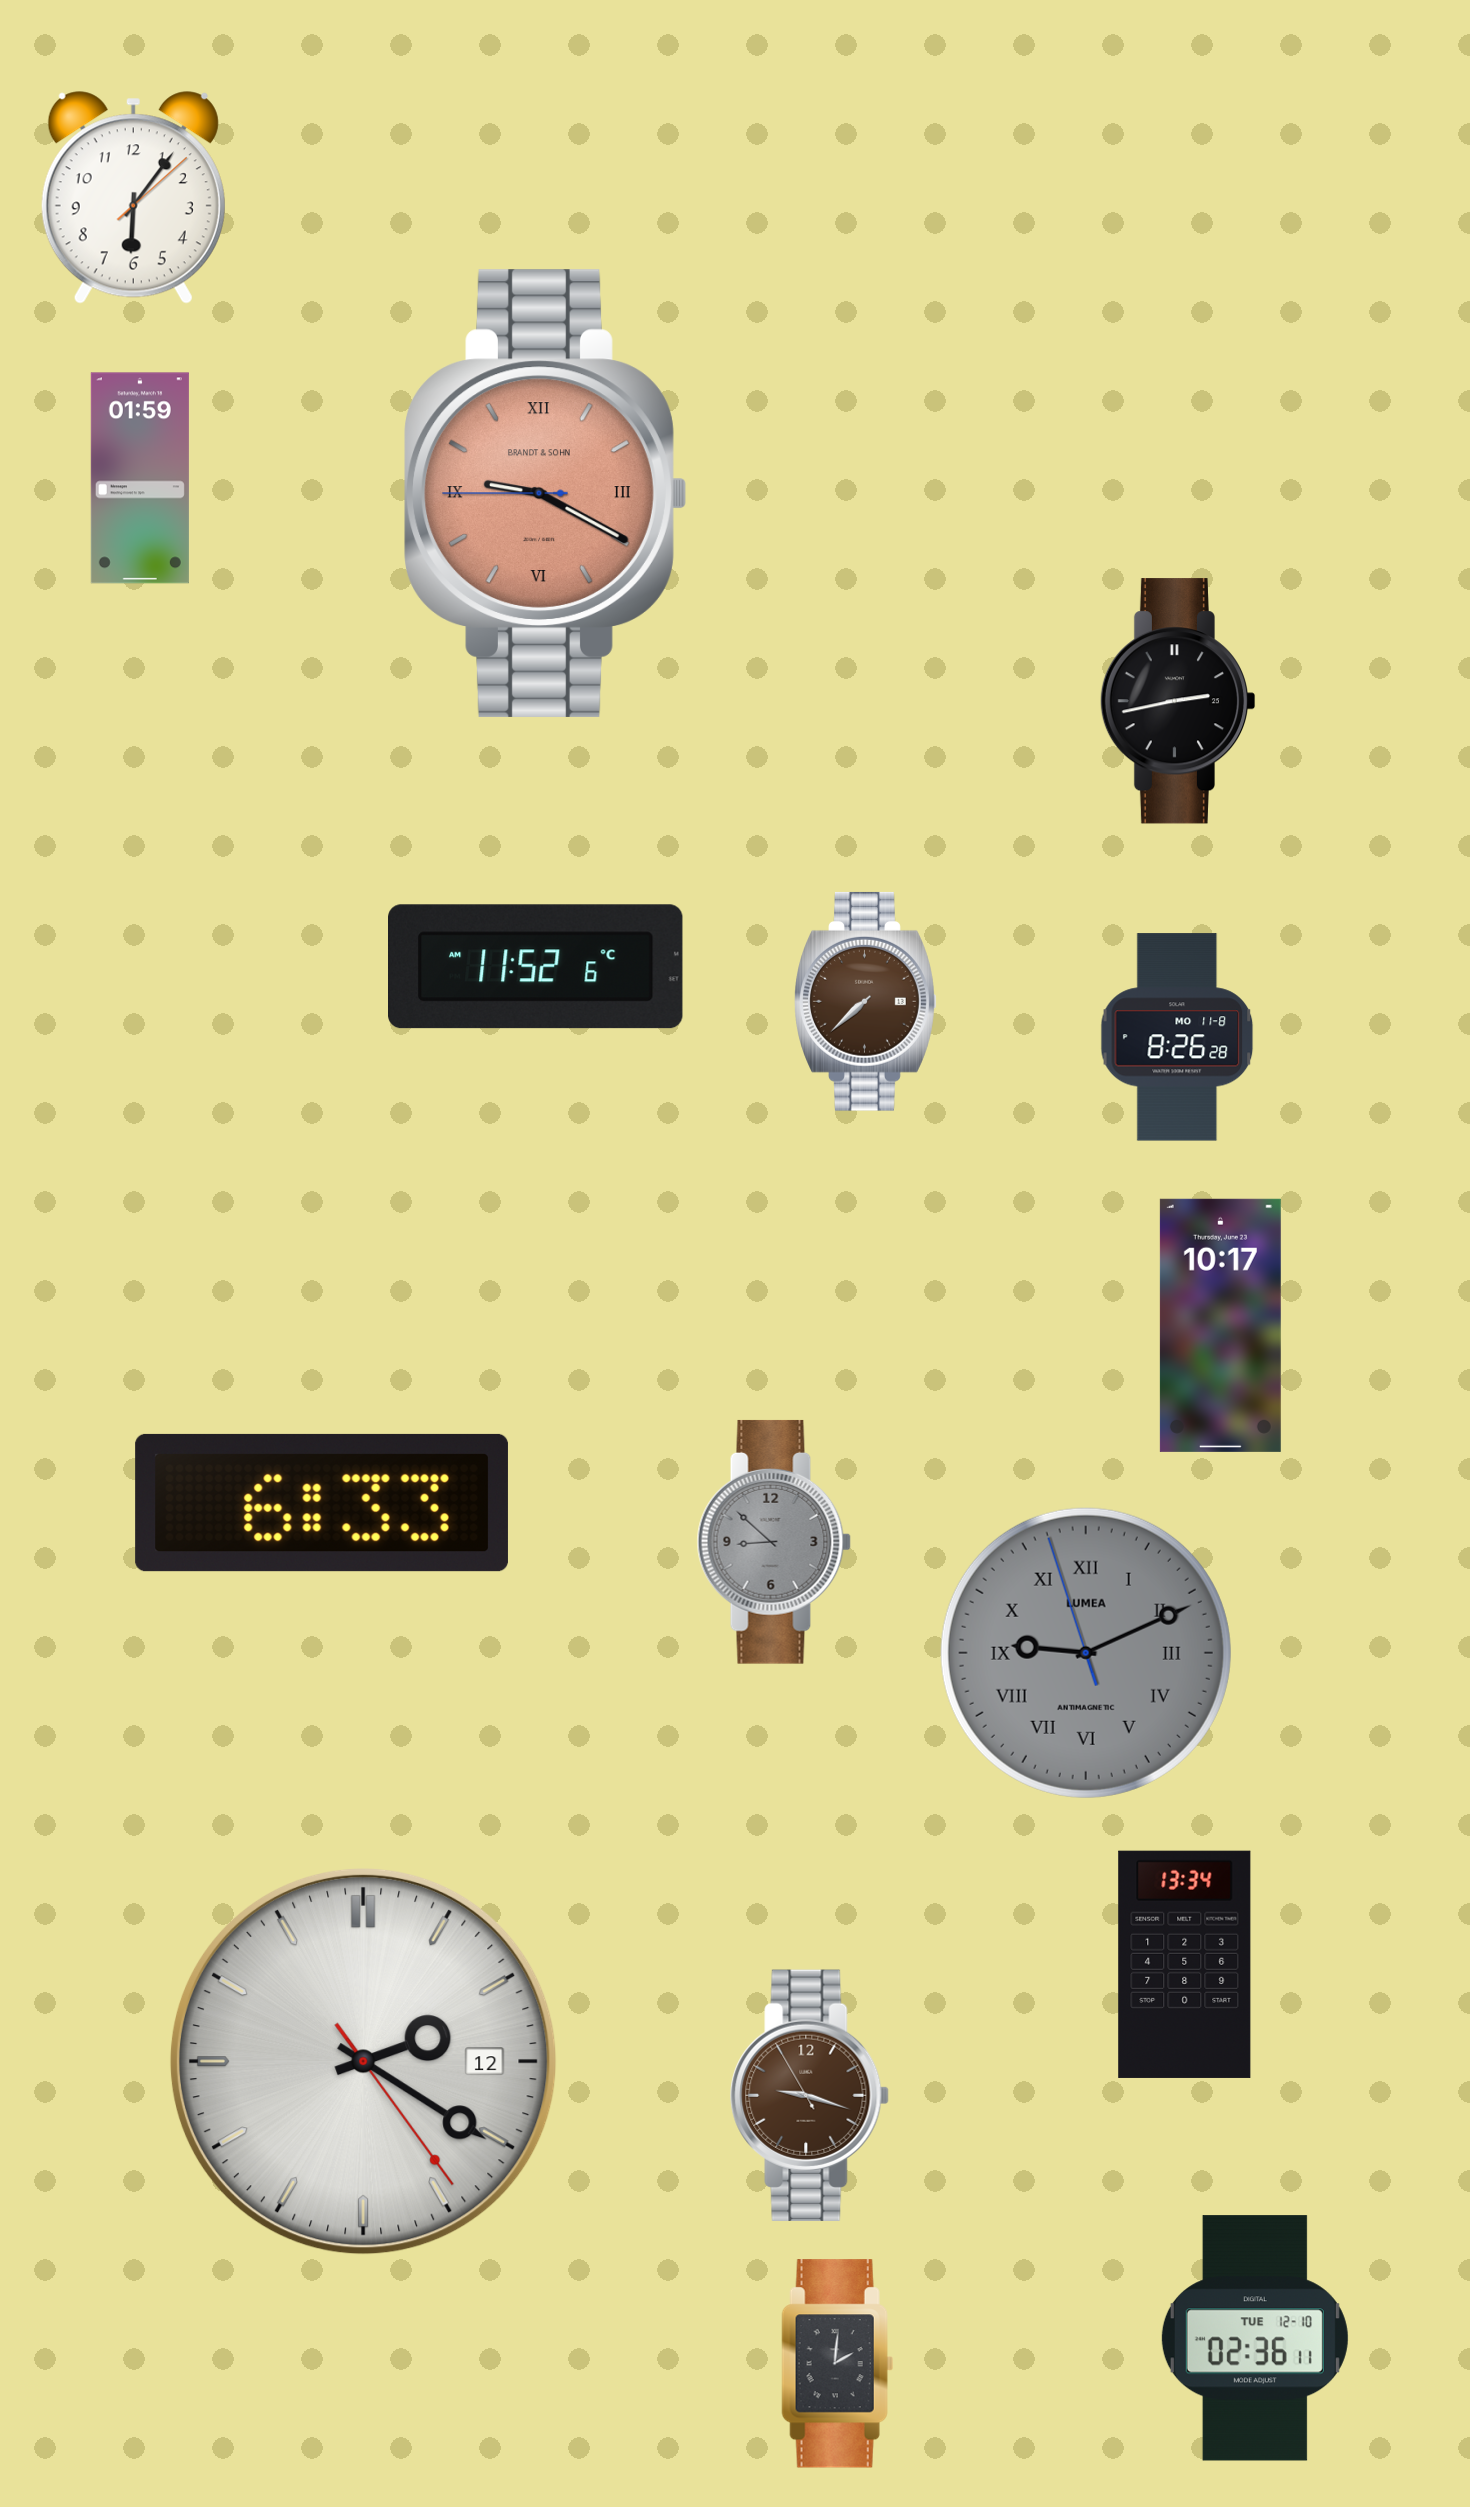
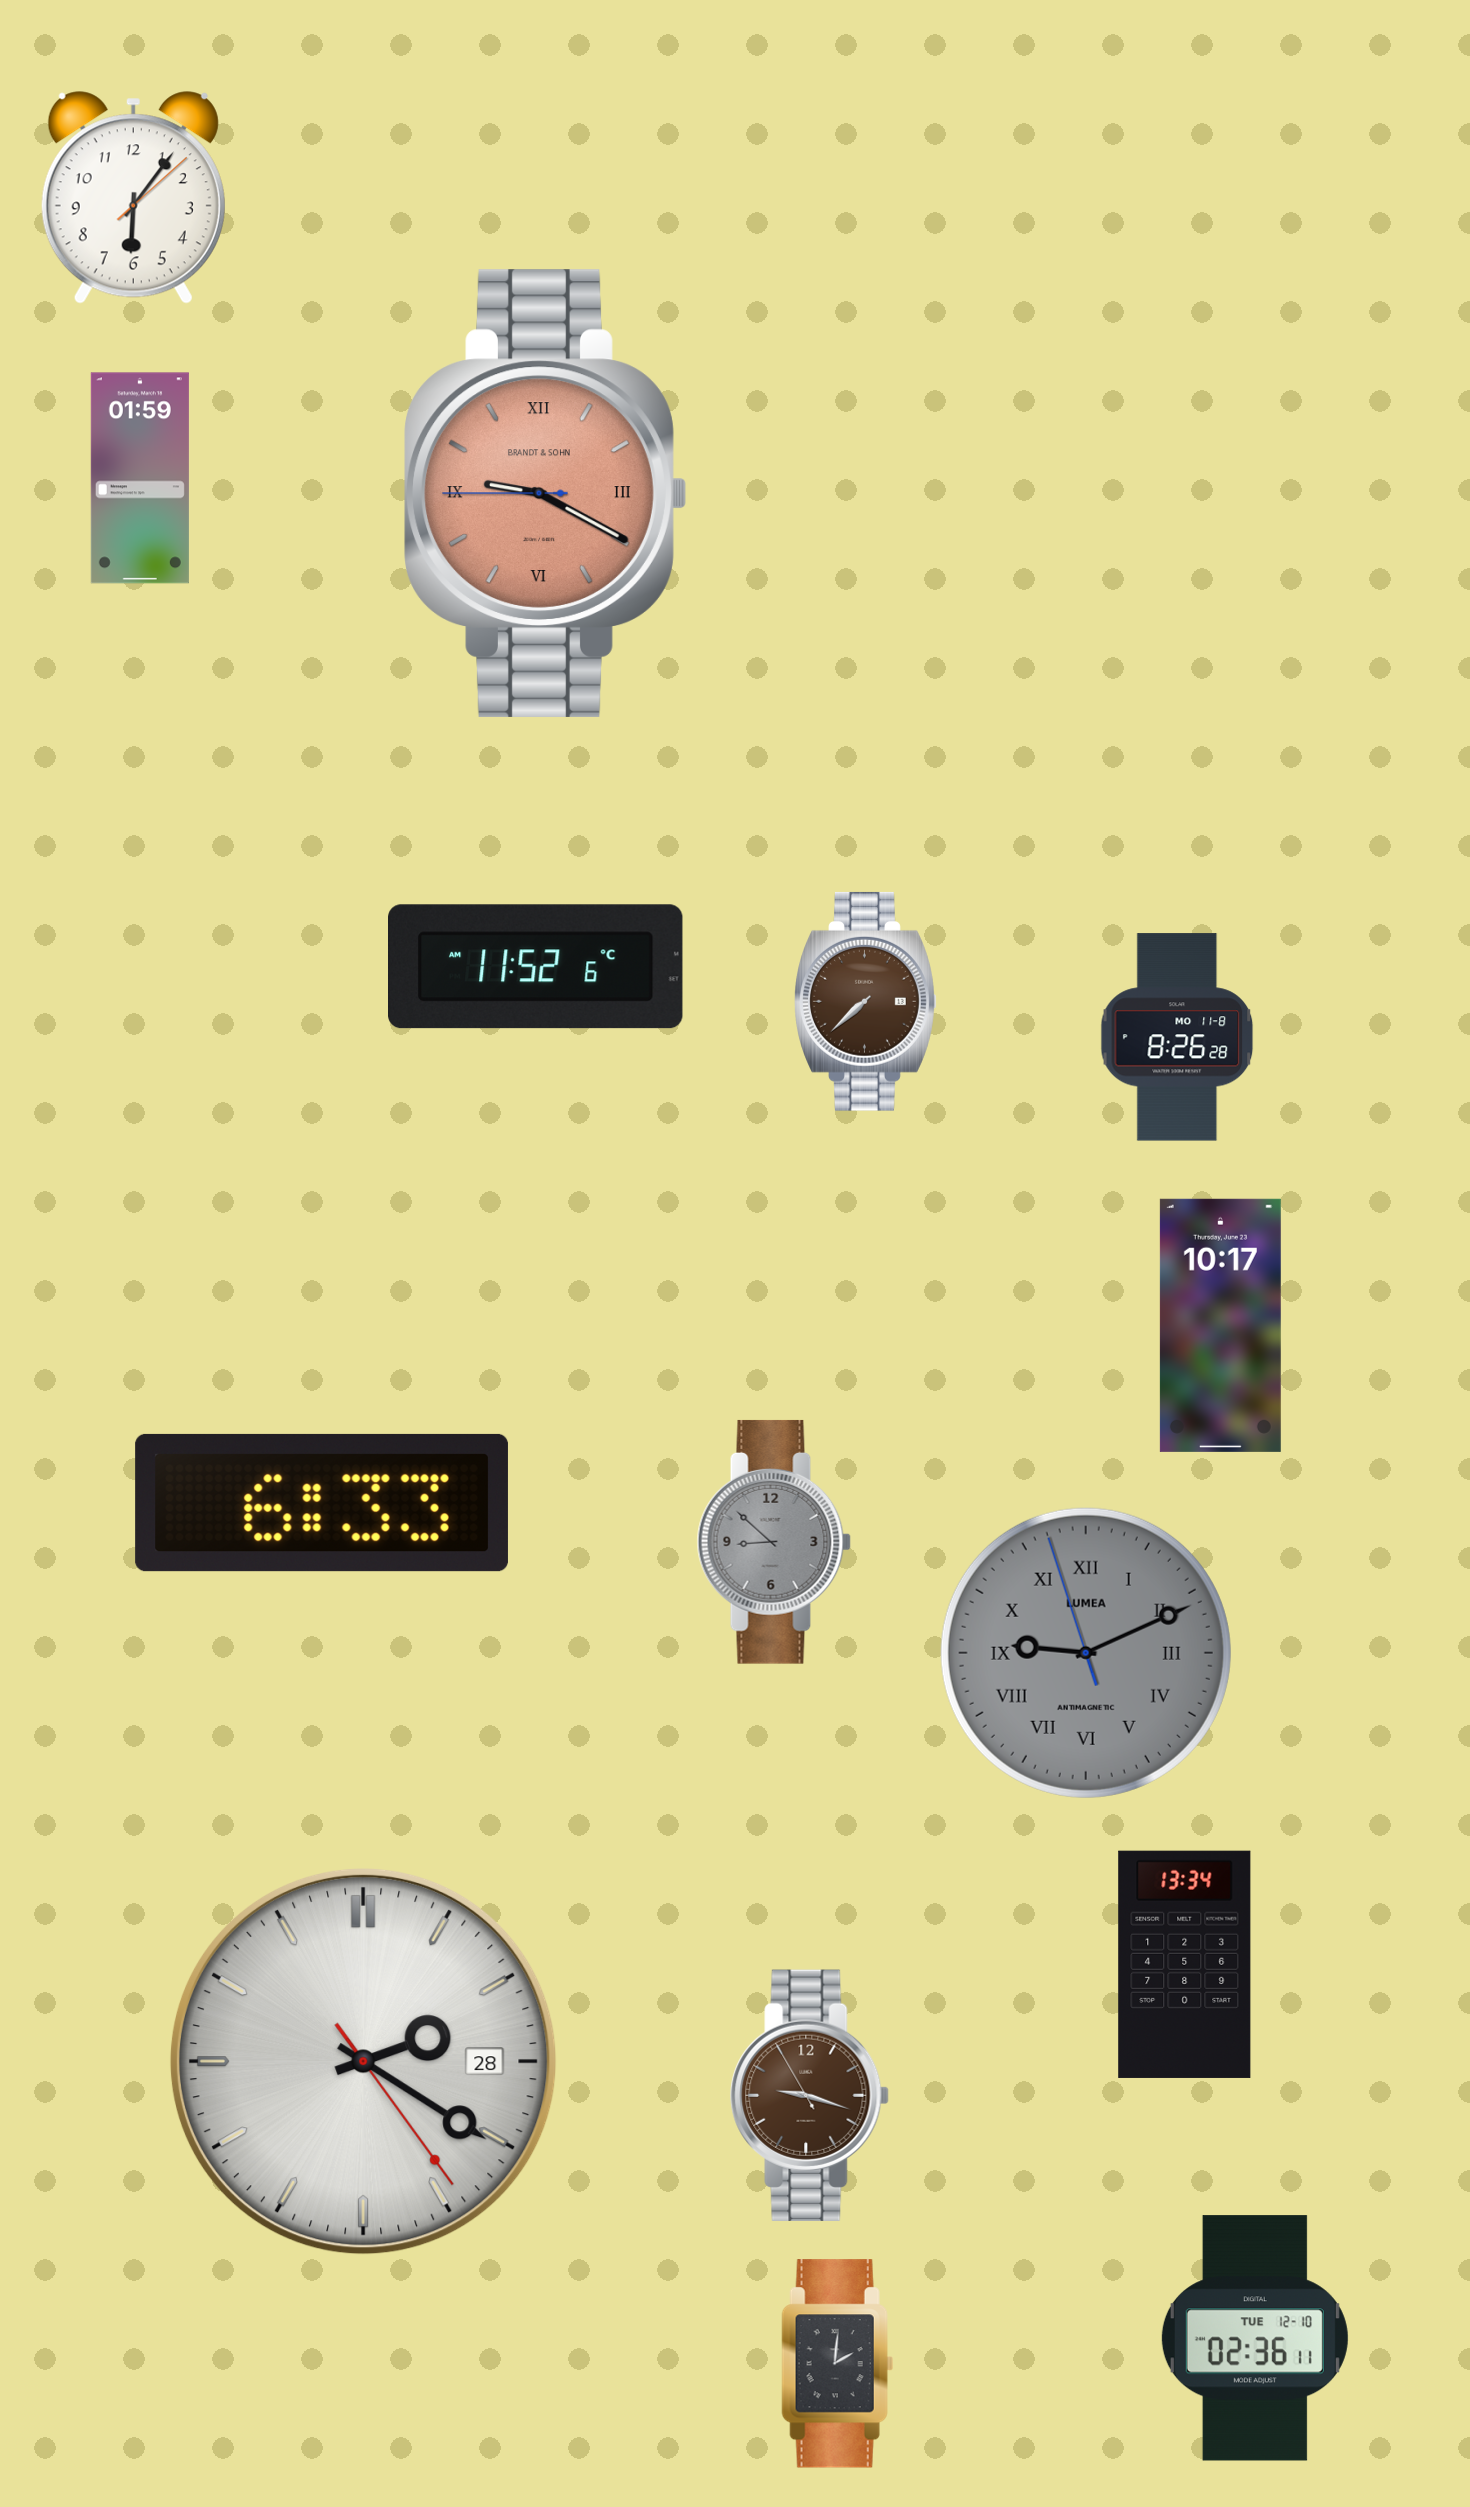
clock at (1178, 701): 2:43 -> none
clock at (363, 2061) date: 12 -> 28
